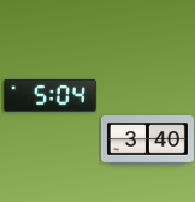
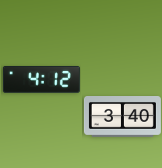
clock at (49, 96): 5:04 -> 4:12
